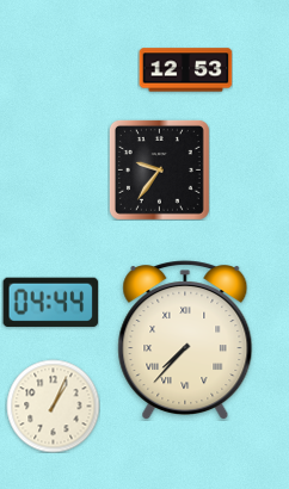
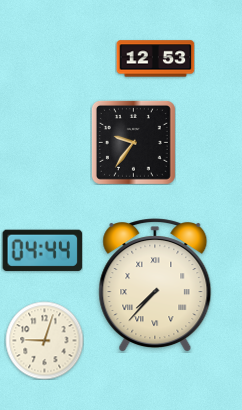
clock at (50, 302) position: (50, 302) -> (42, 250)
clock at (53, 406): 1:04 -> 9:03
